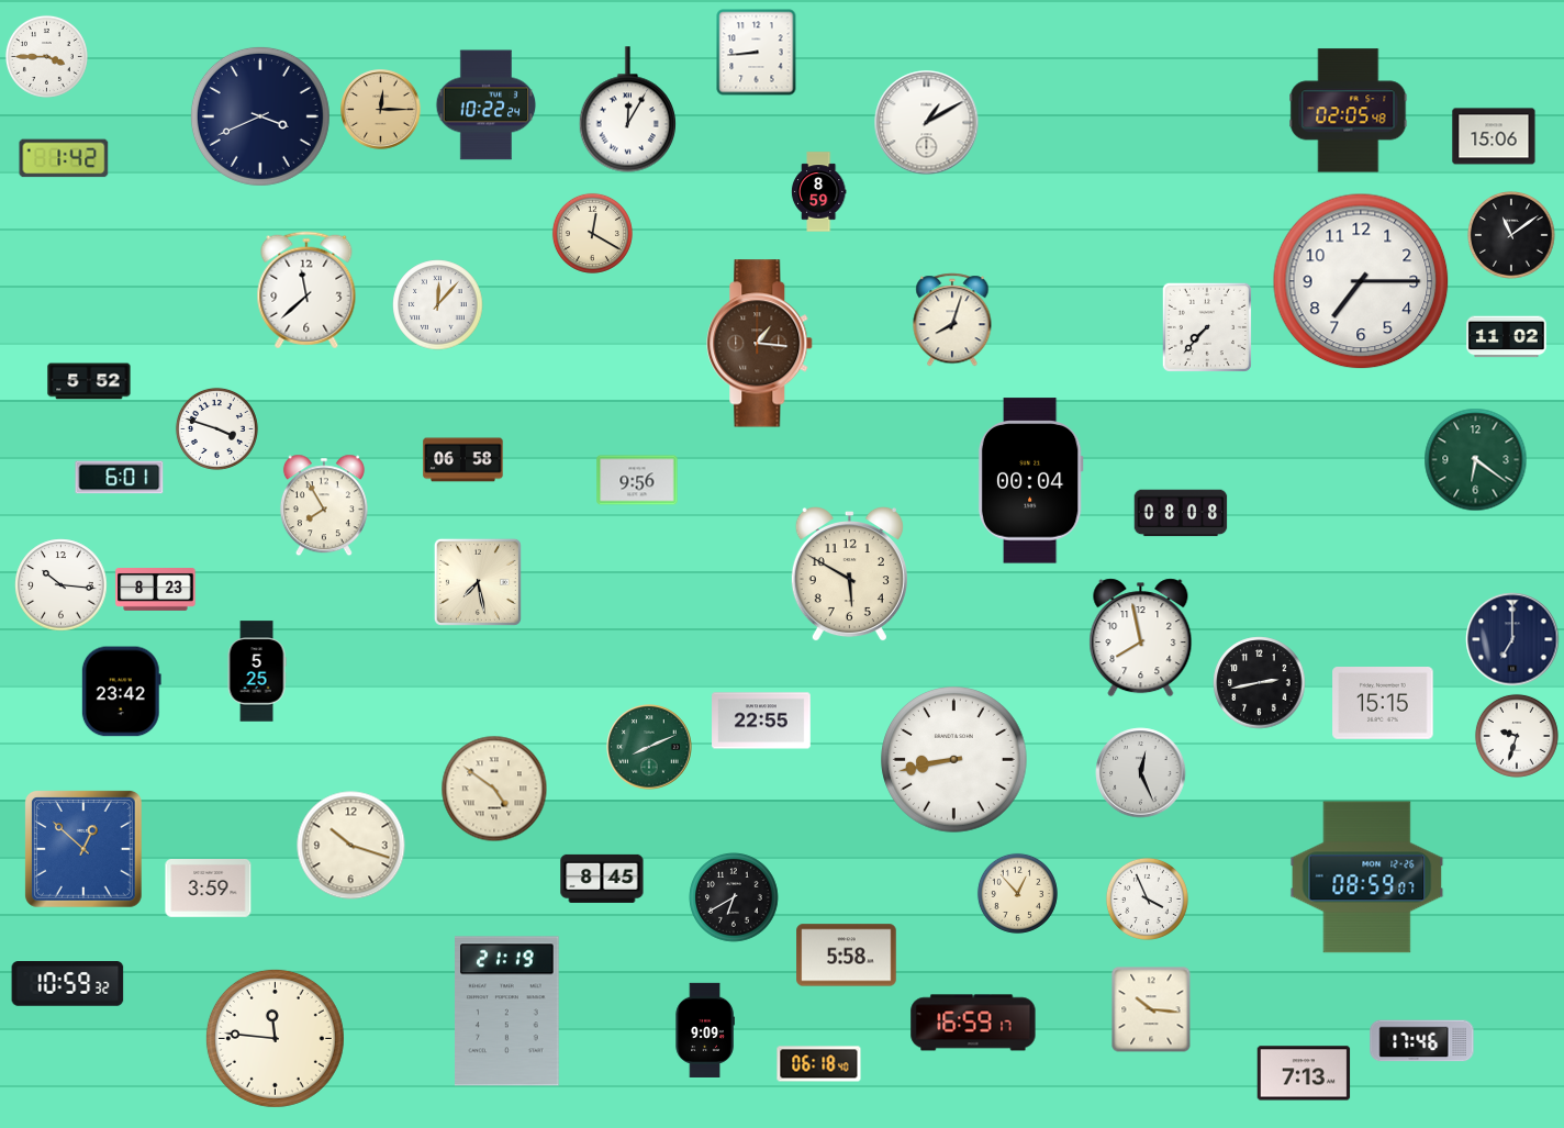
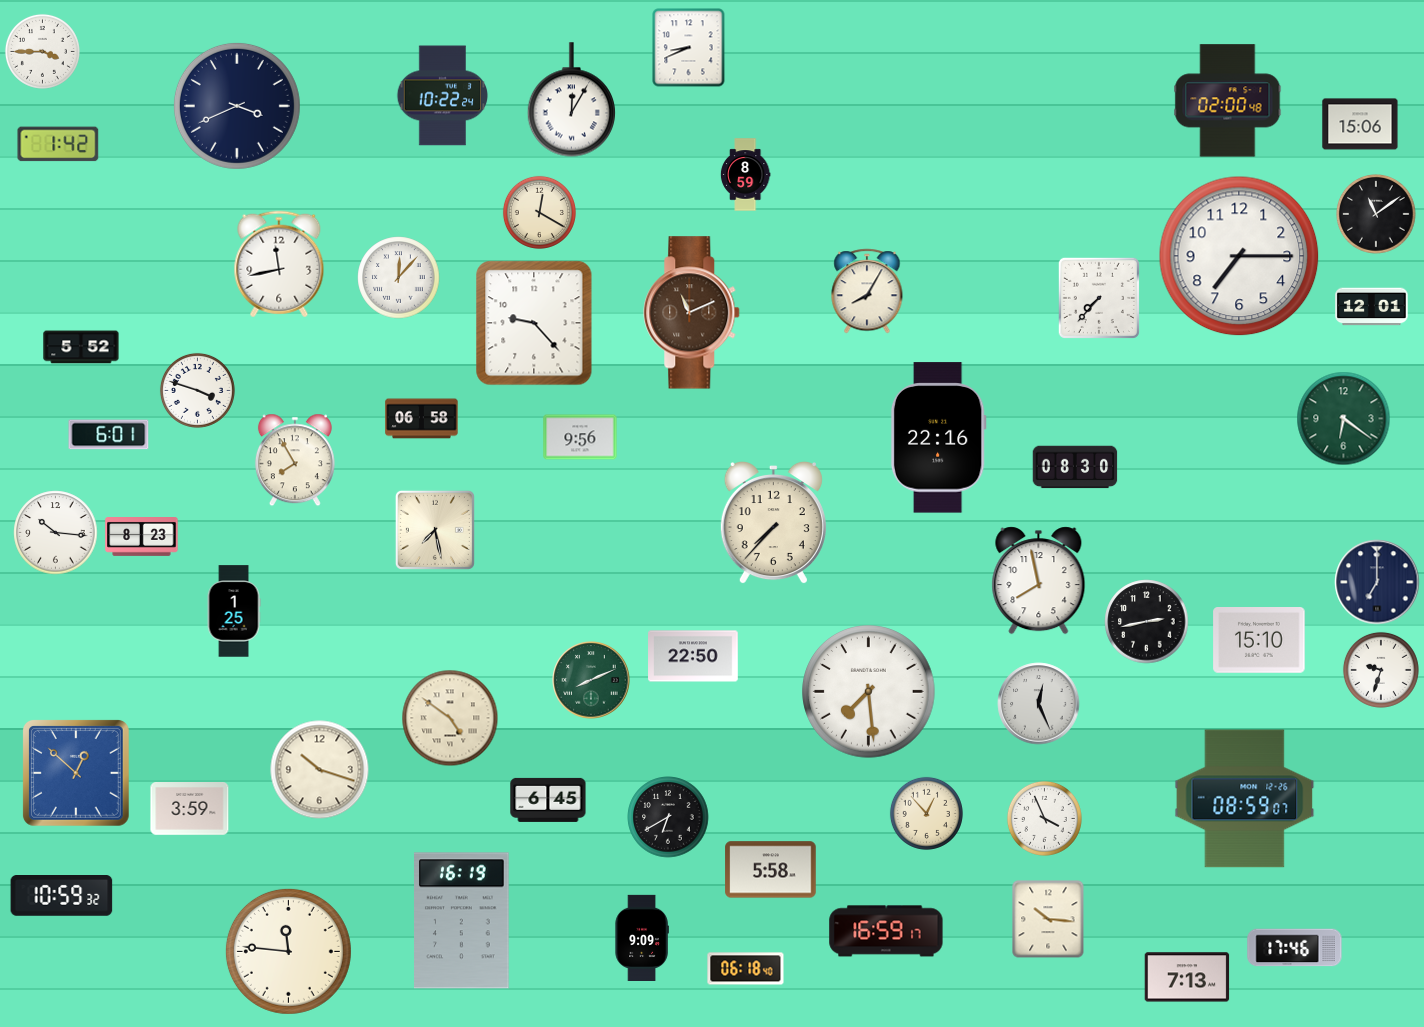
clock at (757, 53): 8:44 -> 8:41
clock at (381, 110): 12:15 -> none
clock at (1349, 111): 02:05 -> 02:00
clock at (927, 123): 1:10 -> none
clock at (306, 290): 11:38 -> 11:43
clock at (952, 320): 8:03 -> 8:05
clock at (1507, 337): 11:02 -> 12:01
clock at (760, 344): 1:16 -> 11:11
clock at (534, 323): none -> 9:23
clock at (1030, 481): 00:04 -> 22:16
clock at (1181, 513): 08:08 -> 08:30
clock at (849, 576): 5:50 -> 7:37
clock at (257, 671): 5:25 -> 1:25
clock at (121, 692): 23:42 -> none
clock at (1383, 704): 15:15 -> 15:10
clock at (761, 721): 22:55 -> 22:50
clock at (954, 760): 8:43 -> 7:29
clock at (602, 879): 8:45 -> 6:45
clock at (507, 1012): 21:19 -> 16:19
clock at (275, 1038) position: (275, 1038) -> (288, 951)
